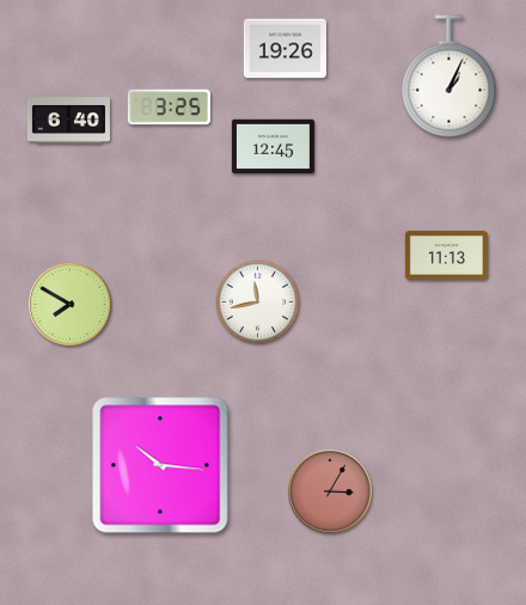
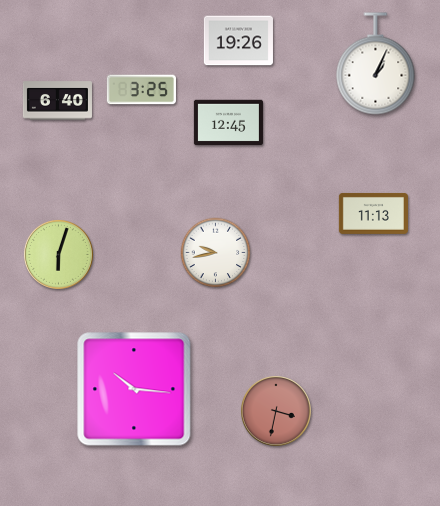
clock at (258, 302): 11:43 -> 9:43
clock at (69, 304): 7:50 -> 6:03
clock at (331, 493): 3:05 -> 3:32
